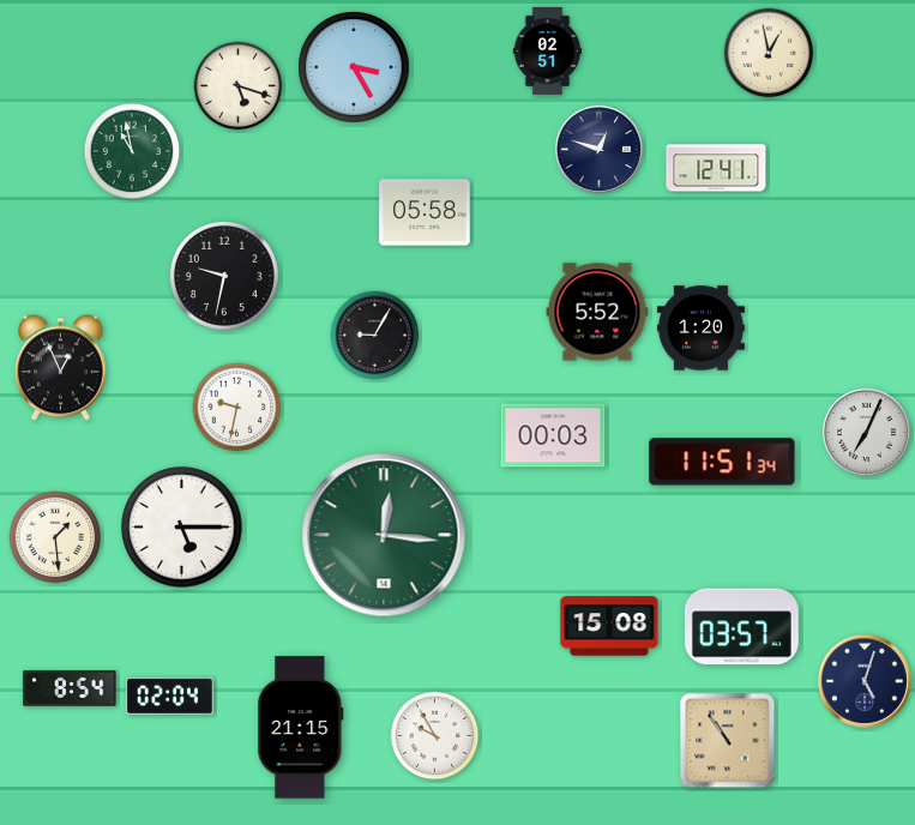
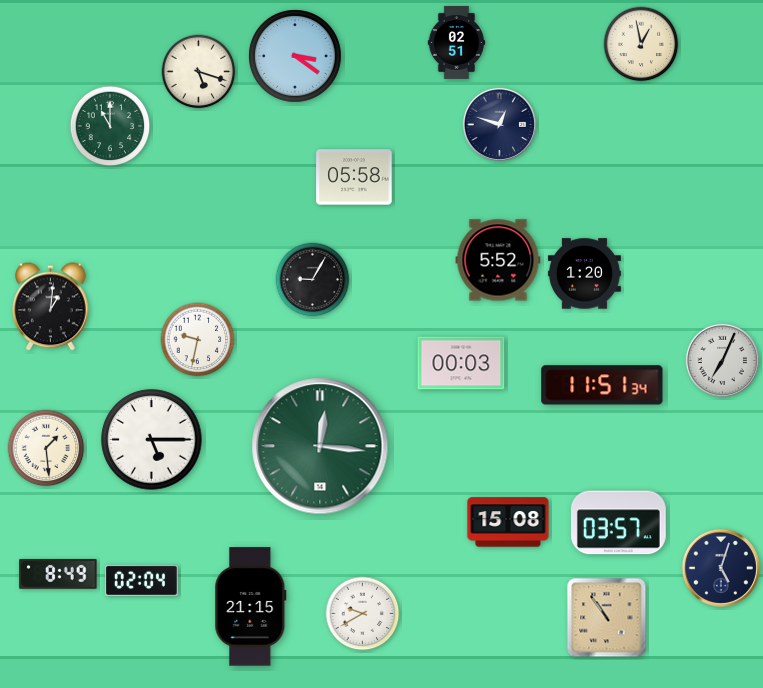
clock at (355, 68): 3:25 -> 3:21
clock at (132, 151): 10:58 -> 11:00
clock at (716, 168): 12:41 -> none
clock at (224, 276): 9:32 -> none
clock at (61, 368): 12:56 -> 1:01
clock at (70, 688): 8:54 -> 8:49
clock at (435, 736): 9:55 -> 9:40
